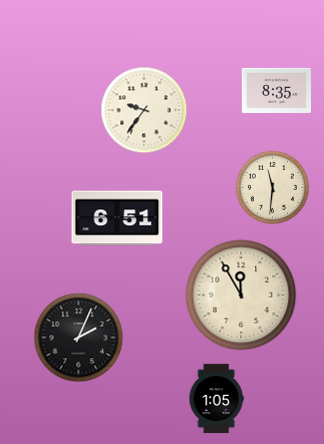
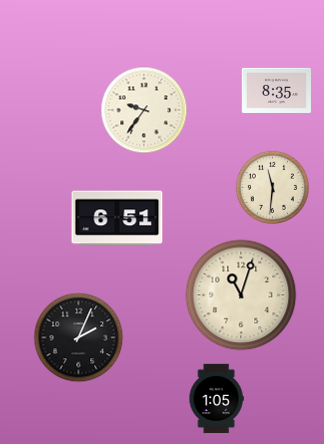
clock at (241, 295): 11:55 -> 11:03
